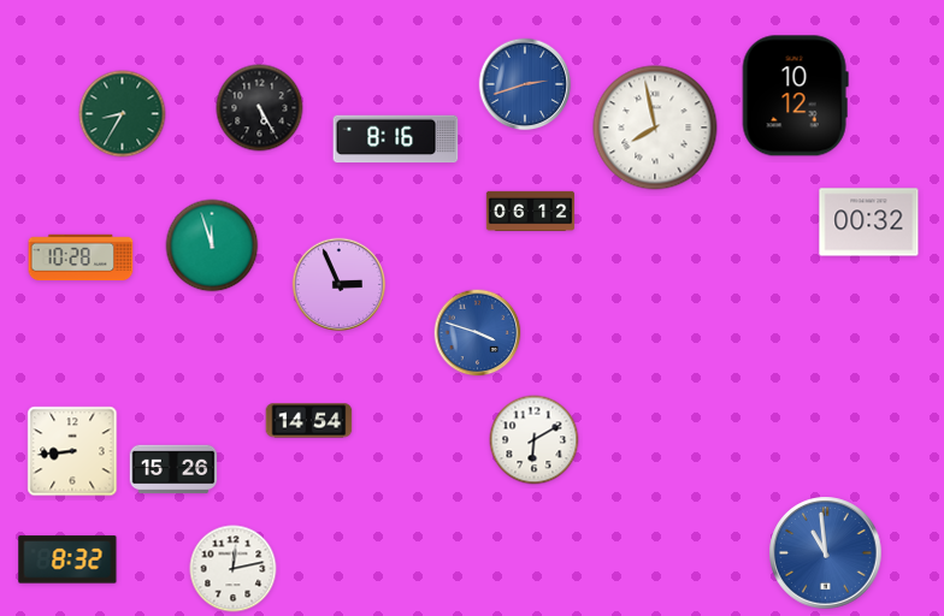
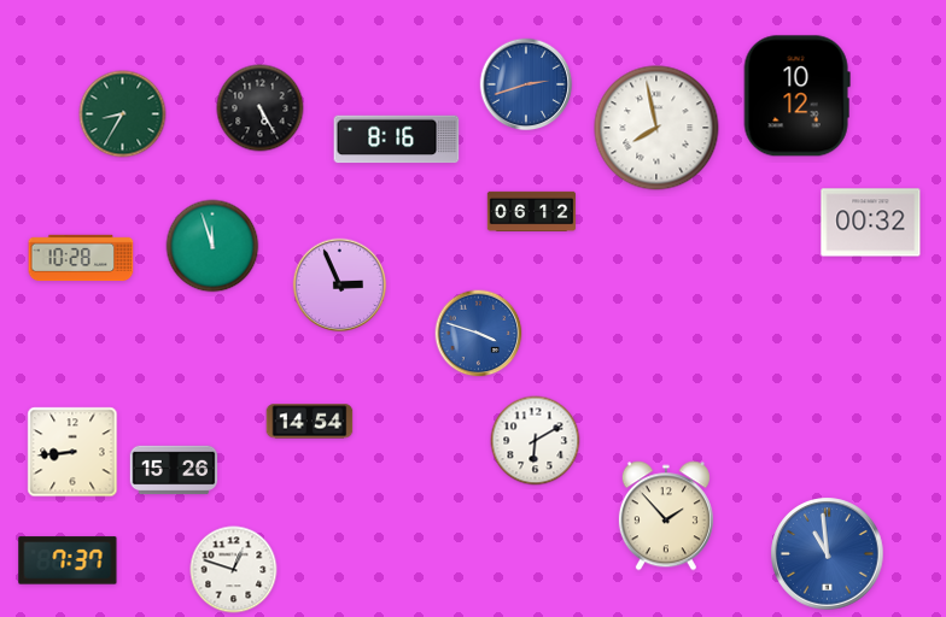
clock at (666, 516): none -> 1:53
clock at (67, 559): 8:32 -> 7:37
clock at (234, 569): 12:13 -> 12:48
